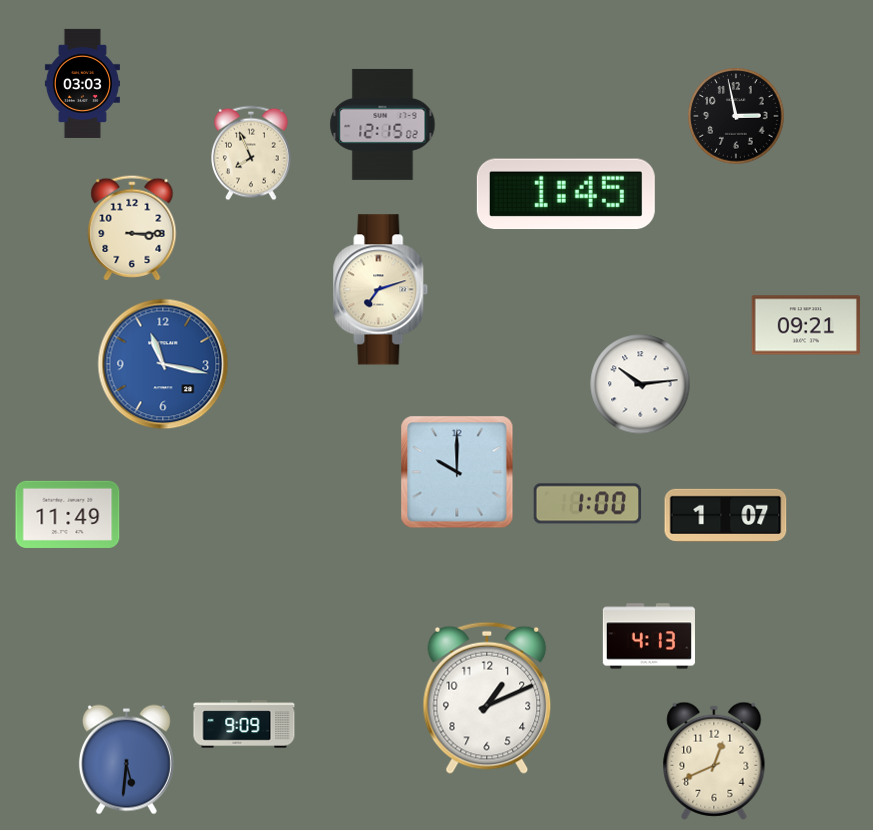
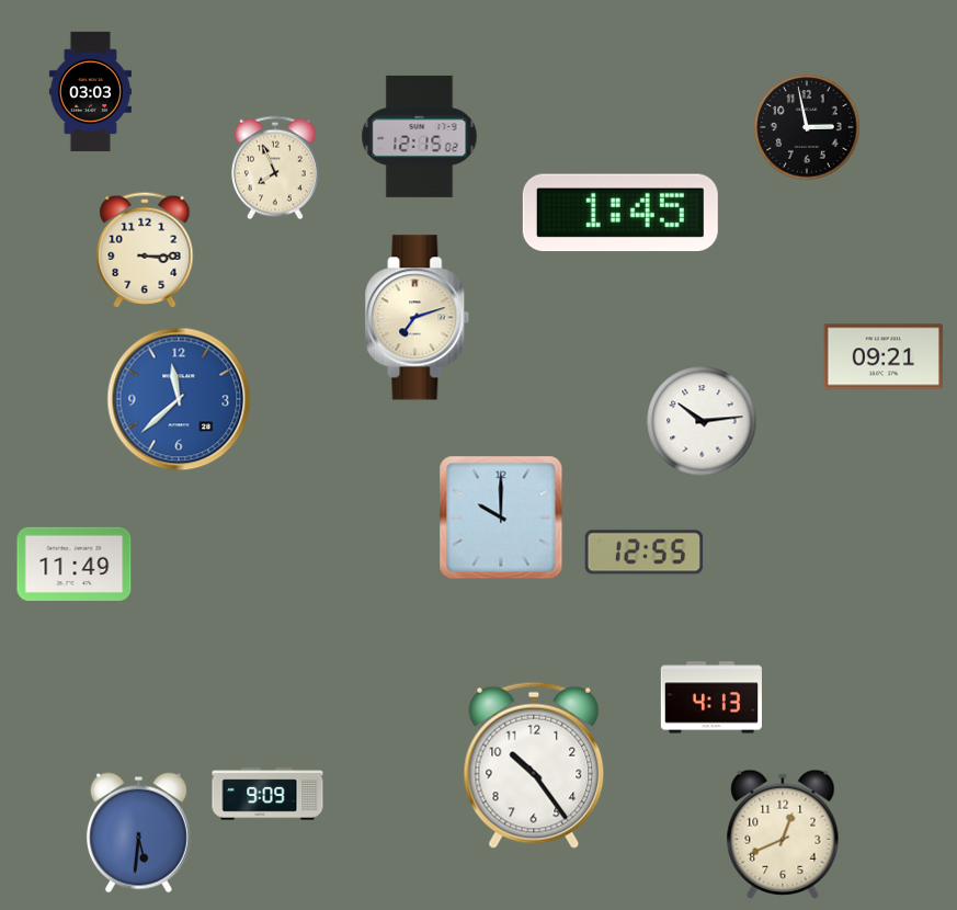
clock at (163, 364): 11:17 -> 11:38
clock at (588, 504): 1:00 -> 12:55
clock at (726, 515): 1:07 -> none
clock at (487, 698): 1:11 -> 10:24
